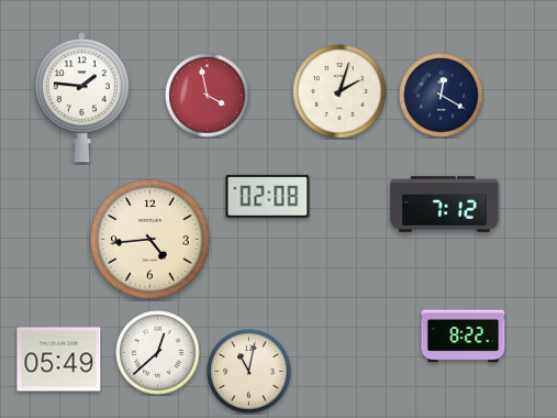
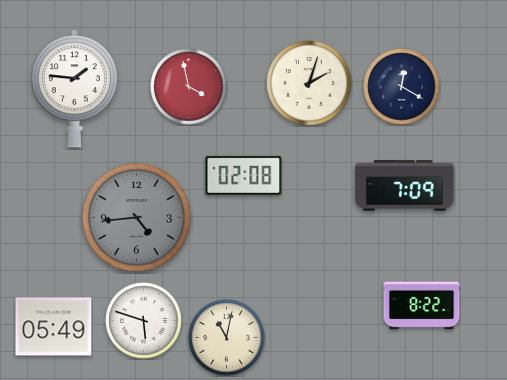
clock at (268, 196) position: (268, 196) -> (244, 175)
clock at (445, 205): 7:12 -> 7:09
clock at (149, 239) dial: cream -> grey
clock at (158, 353): 12:38 -> 5:48
